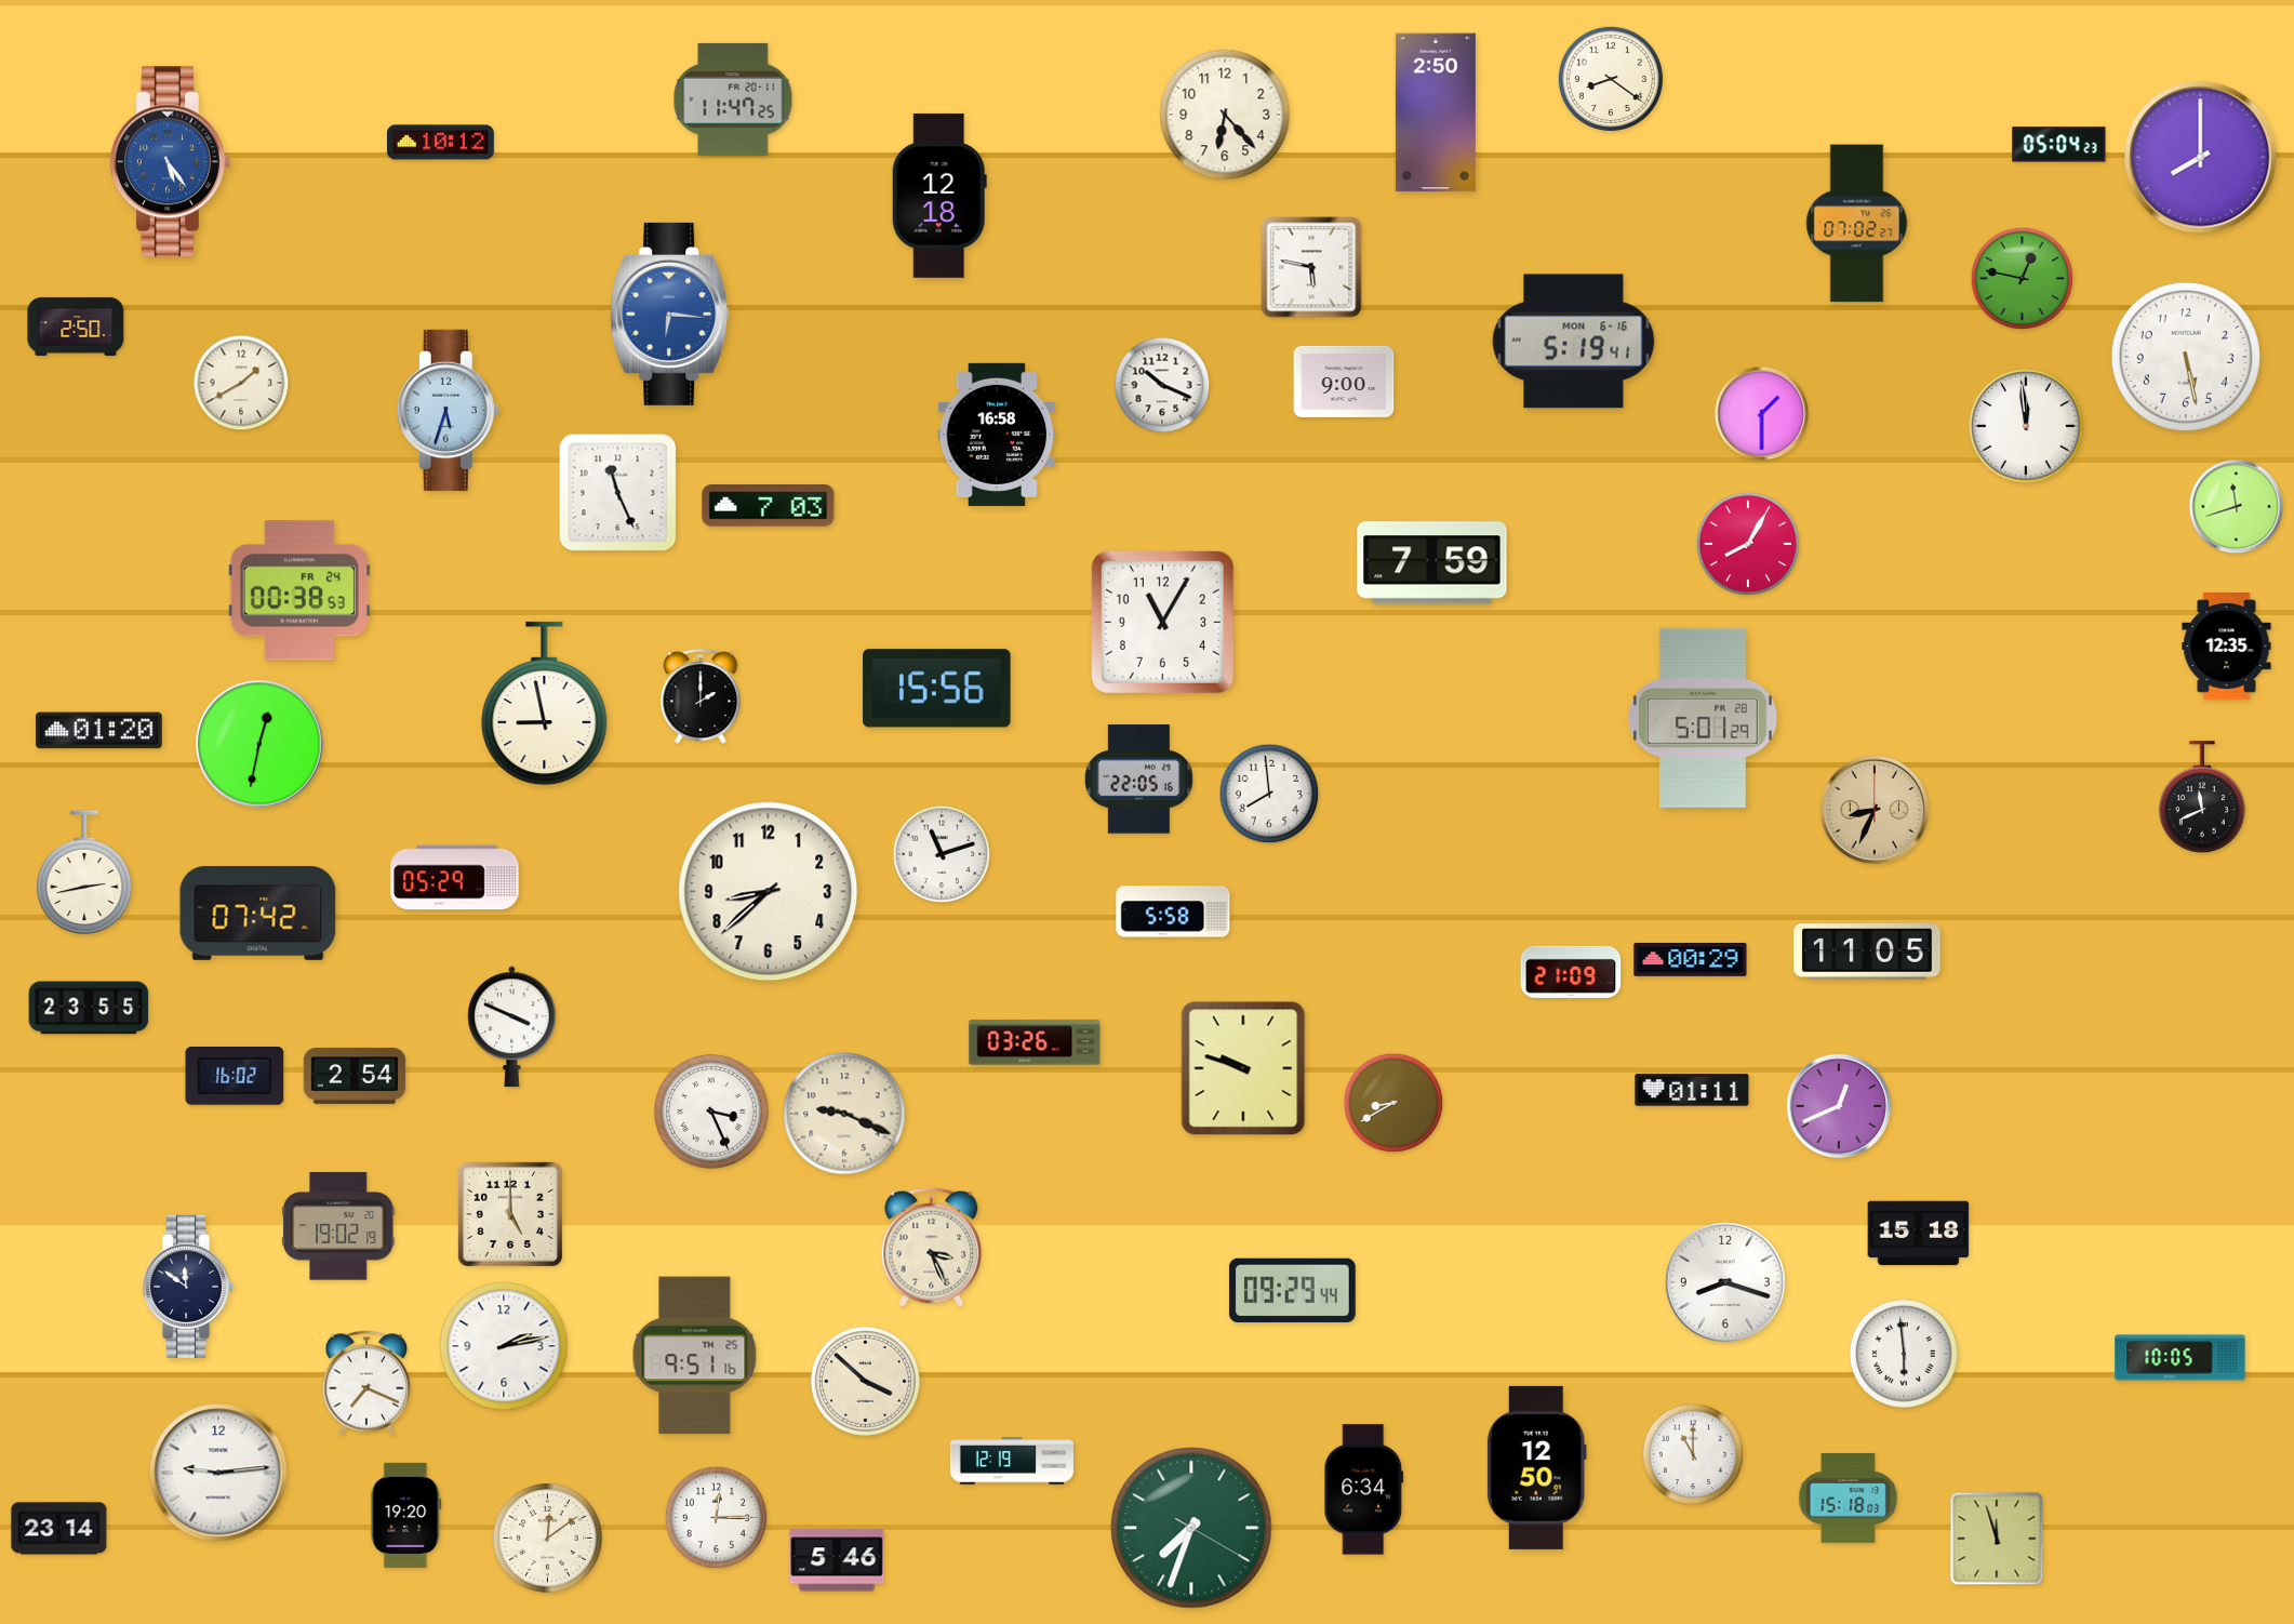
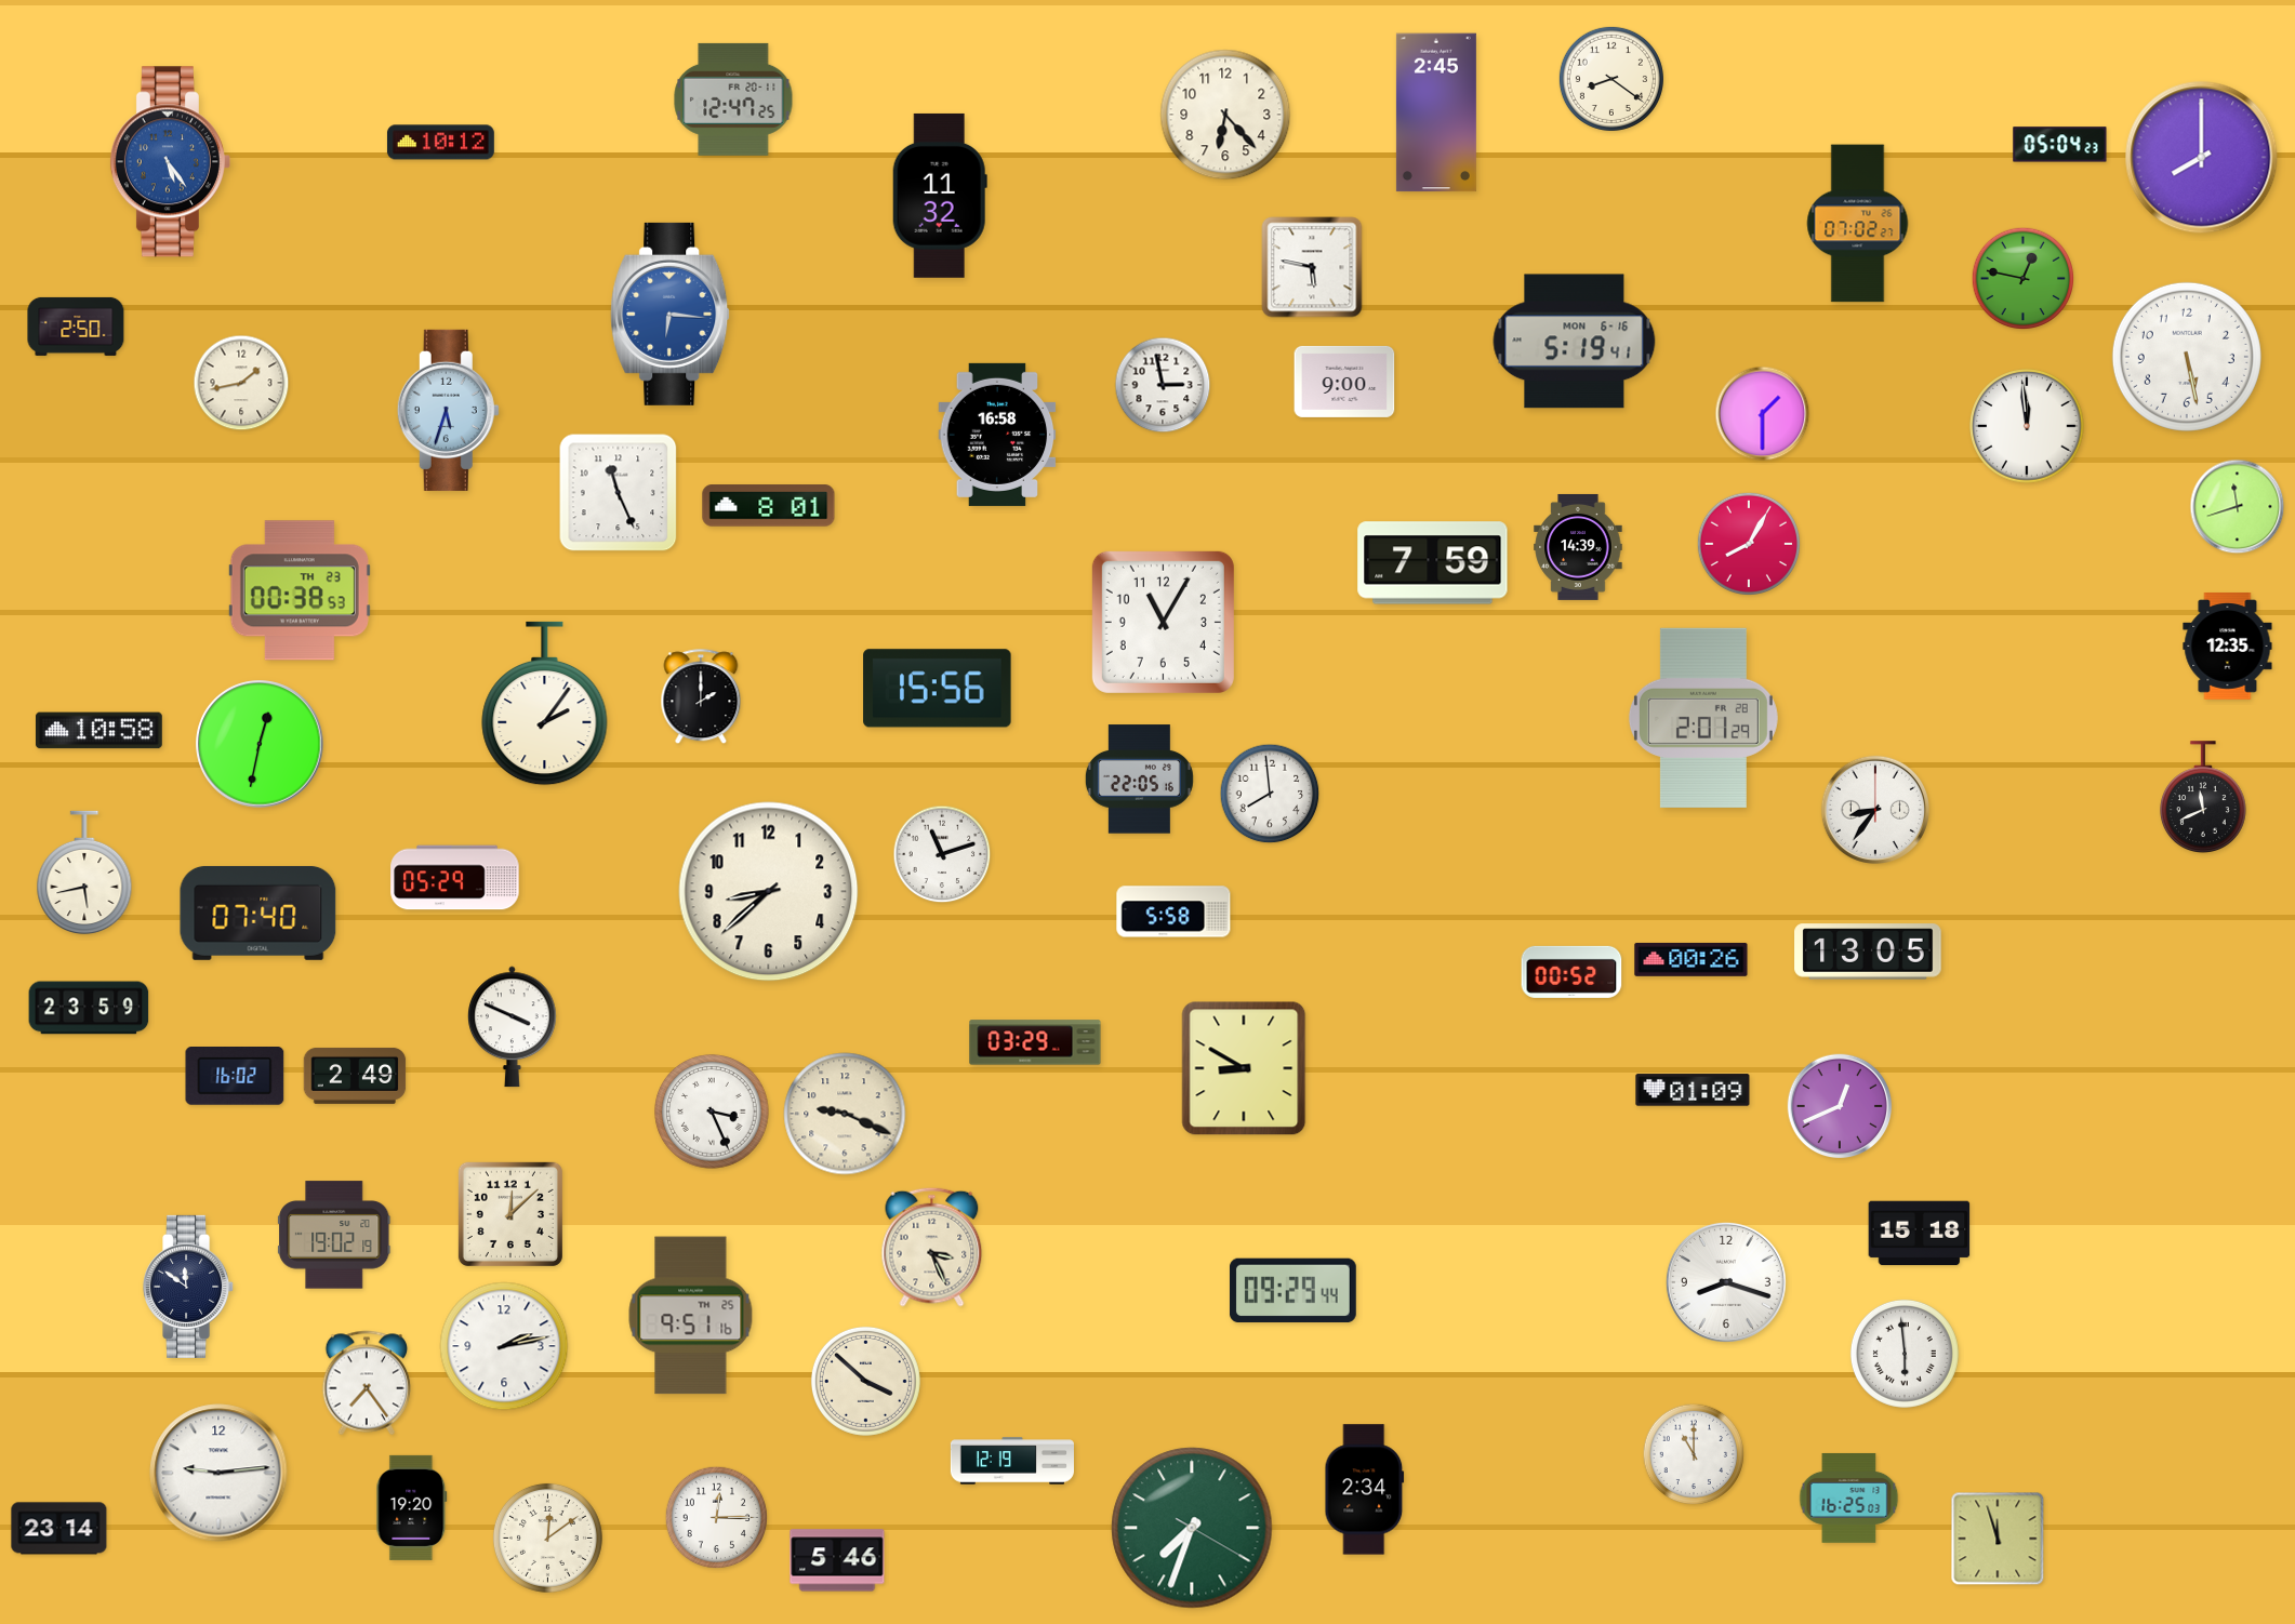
clock at (733, 99): 11:47 -> 12:47
clock at (1436, 112): 2:50 -> 2:45
clock at (939, 196): 12:18 -> 11:32
clock at (241, 383): 1:40 -> 1:43
clock at (1162, 385): 10:19 -> 2:58
clock at (769, 506): 7:03 -> 8:01
clock at (1578, 547): none -> 14:39
clock at (299, 590) date: FR 24 -> TH 23
clock at (545, 704): 8:58 -> 2:06
clock at (1703, 718): 5:01 -> 2:01
clock at (98, 731): 01:20 -> 10:58
clock at (1875, 810): 8:34 -> 8:36
clock at (1875, 810) dial: champagne -> white
clock at (84, 873): 2:43 -> 5:43
clock at (258, 913): 07:42 -> 07:40
clock at (1867, 951): 11:05 -> 13:05
clock at (1691, 960): 00:29 -> 00:26
clock at (1571, 972): 21:09 -> 00:52
clock at (89, 1008): 23:55 -> 23:59
clock at (1035, 1042): 03:26 -> 03:29
clock at (1243, 1068): 9:48 -> 8:50
clock at (355, 1076): 2:54 -> 2:49
clock at (1692, 1090): 01:11 -> 01:09
clock at (1393, 1103): 8:40 -> none
clock at (510, 1214): 5:00 -> 12:08
clock at (338, 1226) position: (338, 1226) -> (334, 1235)
clock at (695, 1356) position: (695, 1356) -> (691, 1316)
clock at (2180, 1358): 10:05 -> none
clock at (366, 1383): 7:19 -> 7:24
clock at (1536, 1467): 12:50 -> none
clock at (1364, 1490): 6:34 -> 2:34
clock at (1849, 1497): 15:18 -> 16:25
clock at (406, 1515) position: (406, 1515) -> (412, 1507)
